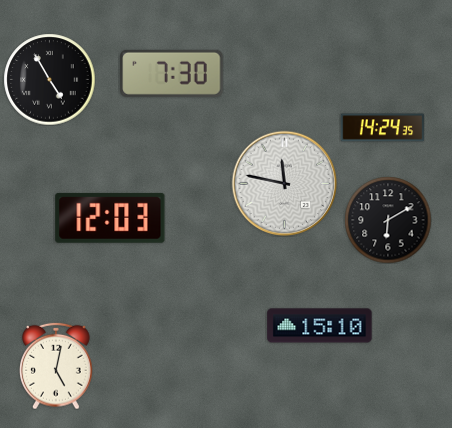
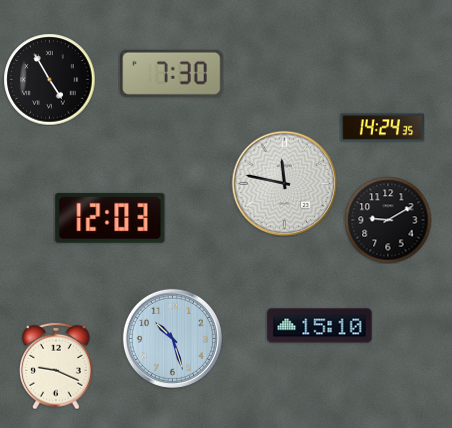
clock at (388, 220): 6:10 -> 9:10
clock at (172, 338): none -> 10:27
clock at (57, 366): 5:02 -> 9:19
